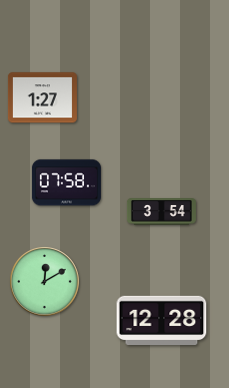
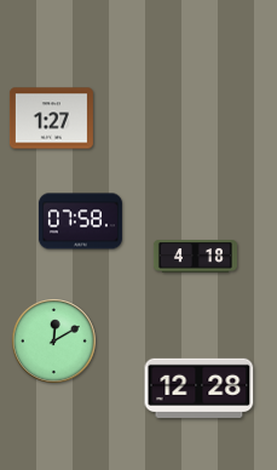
clock at (161, 212): 3:54 -> 4:18
clock at (162, 320) position: (162, 320) -> (200, 388)
